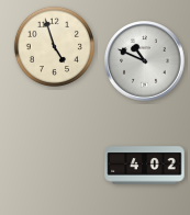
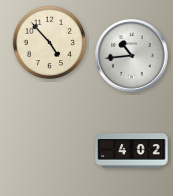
clock at (54, 46): 4:57 -> 4:53
clock at (145, 61): 10:49 -> 10:44
